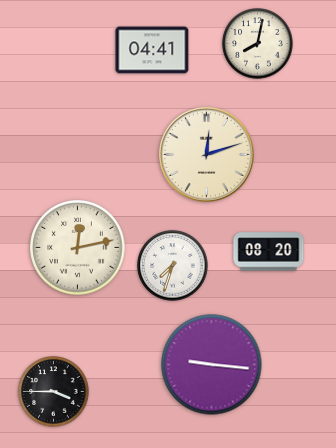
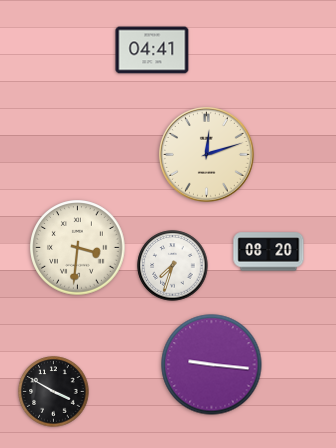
clock at (258, 44): 8:02 -> none
clock at (78, 248): 12:13 -> 3:31
clock at (54, 392): 3:45 -> 3:50
